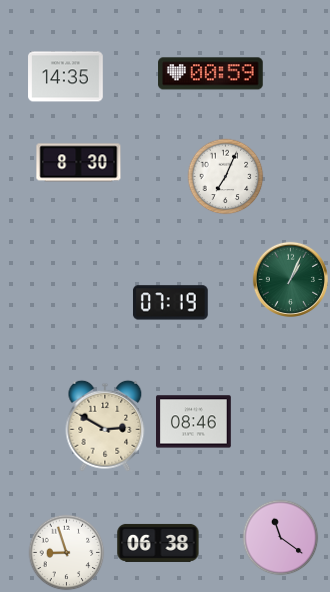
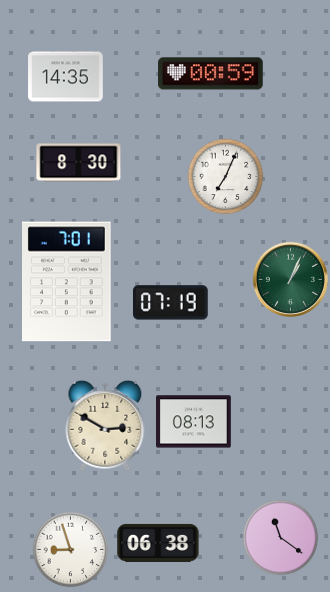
clock at (67, 282): none -> 7:01
clock at (194, 422): 08:46 -> 08:13
clock at (67, 553) position: (67, 553) -> (71, 550)
